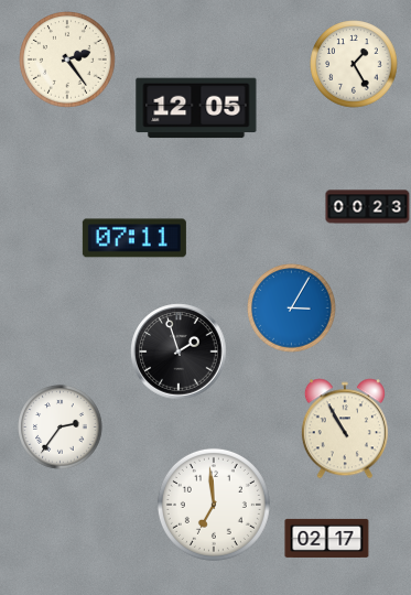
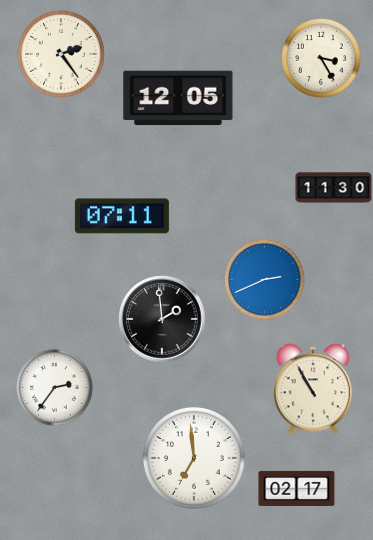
clock at (354, 64): 1:25 -> 3:25
clock at (368, 207): 00:23 -> 11:30
clock at (292, 309): 3:05 -> 2:41
clock at (179, 351): 1:57 -> 1:59
